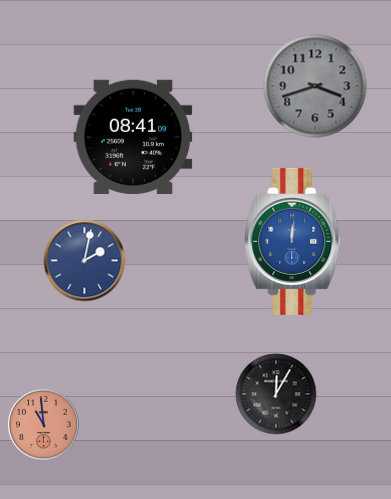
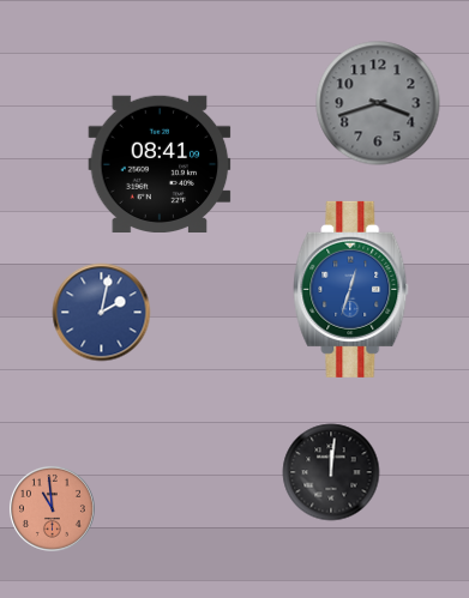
clock at (293, 241): 12:01 -> 12:33
clock at (276, 394): 12:05 -> 12:01
